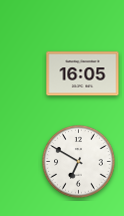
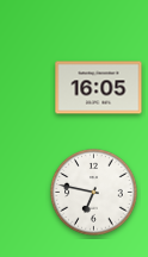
clock at (79, 162): 6:50 -> 6:47
